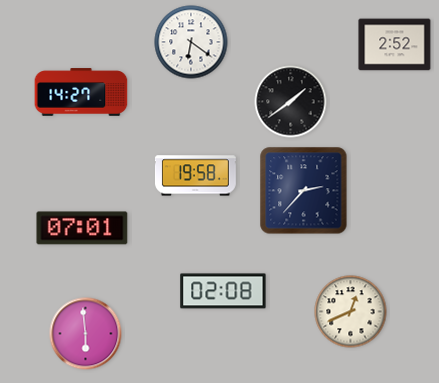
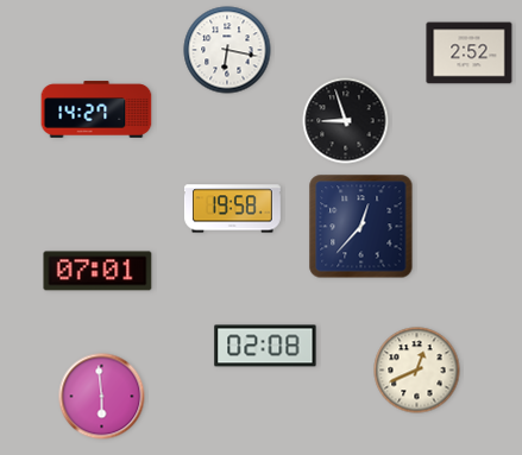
clock at (191, 42): 6:21 -> 6:17
clock at (291, 102): 1:39 -> 8:57
clock at (304, 191): 2:37 -> 12:37
